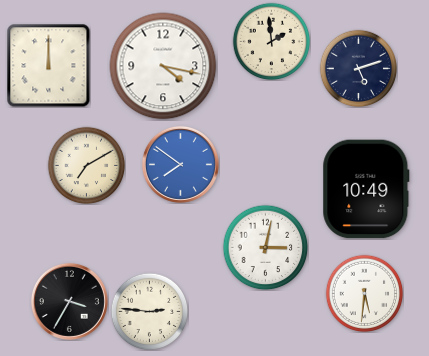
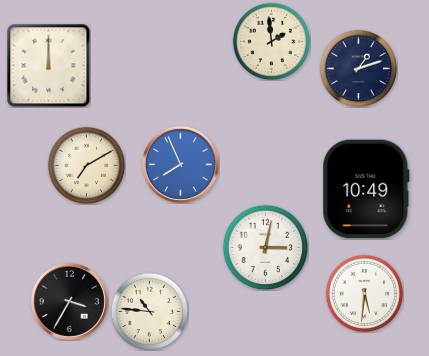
clock at (163, 66): 4:17 -> none
clock at (358, 68): 5:12 -> 1:12
clock at (180, 164): 7:51 -> 7:56
clock at (149, 311): 2:46 -> 10:46
